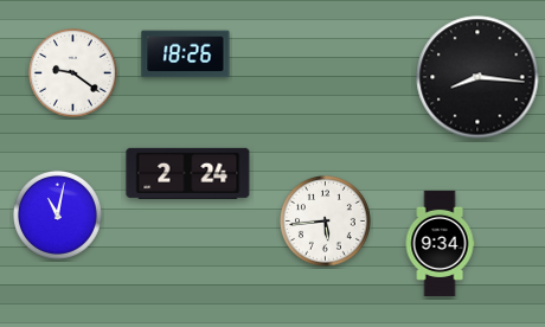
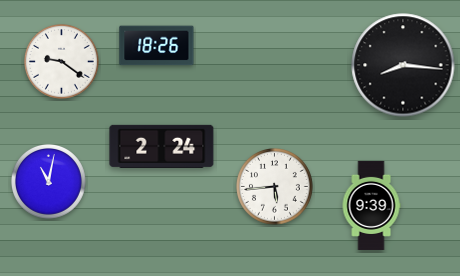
clock at (188, 173) position: (188, 173) -> (162, 146)
clock at (440, 243): 9:34 -> 9:39
